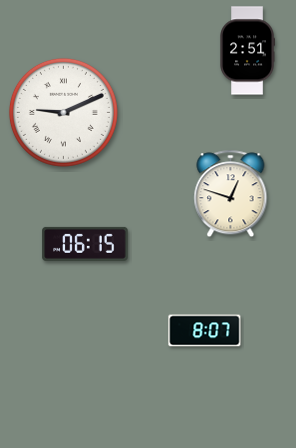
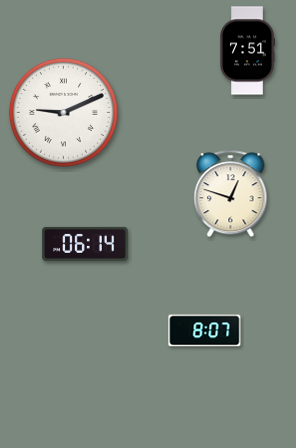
clock at (247, 51): 2:51 -> 7:51
clock at (85, 244): 06:15 -> 06:14
